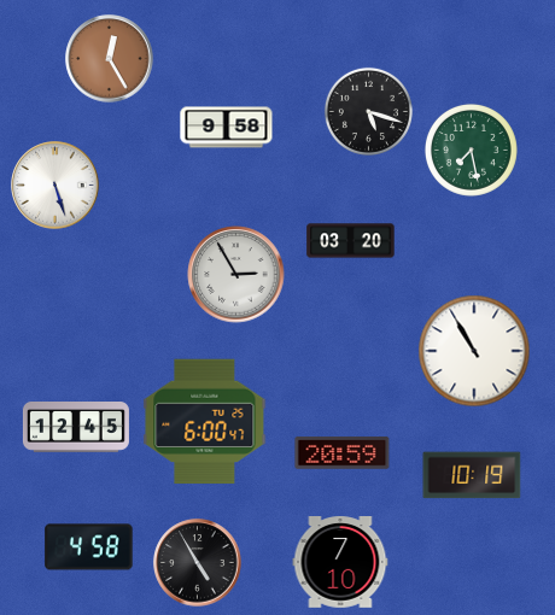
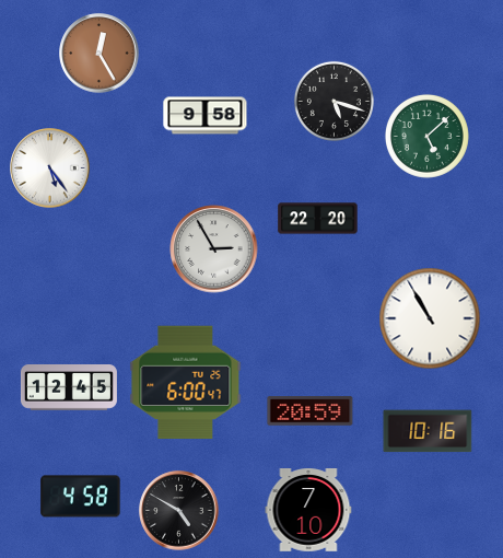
clock at (471, 150): 7:28 -> 5:08
clock at (55, 186): 5:27 -> 5:24
clock at (351, 241): 03:20 -> 22:20
clock at (472, 475): 10:19 -> 10:16
clock at (198, 563): 4:55 -> 4:50
